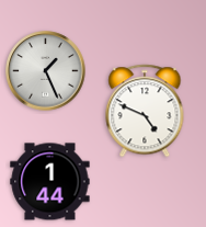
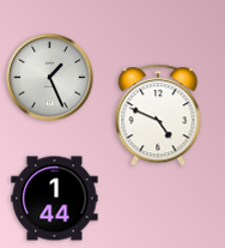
clock at (145, 111) position: (145, 111) -> (158, 115)
